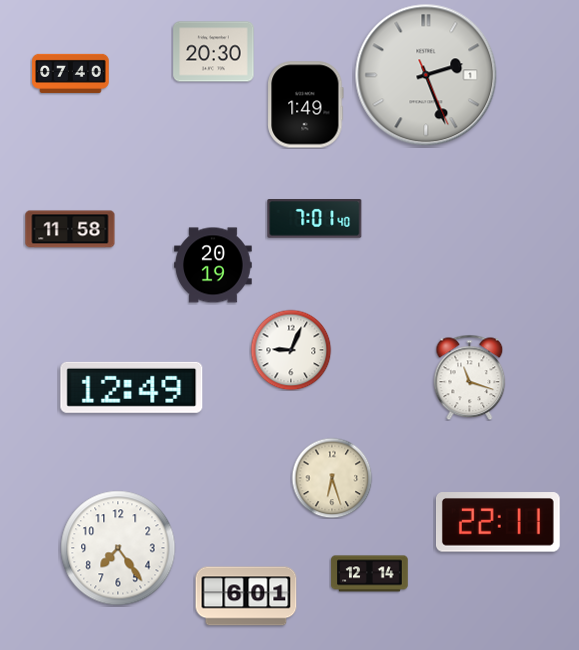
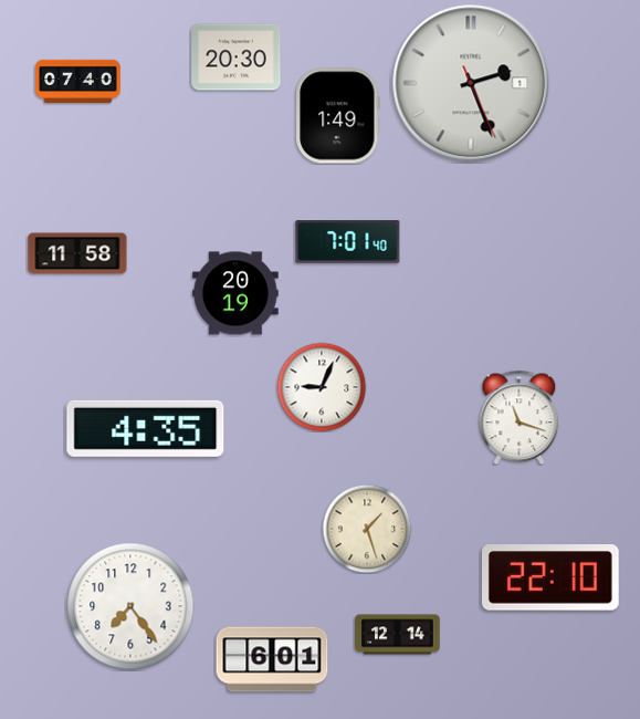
clock at (132, 387): 12:49 -> 4:35
clock at (332, 478): 6:27 -> 1:27
clock at (498, 522): 22:11 -> 22:10
clock at (370, 574) position: (370, 574) -> (398, 635)
